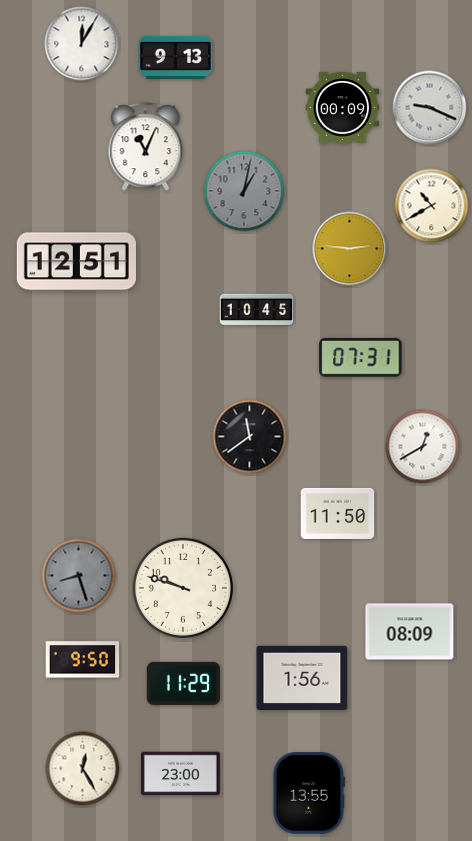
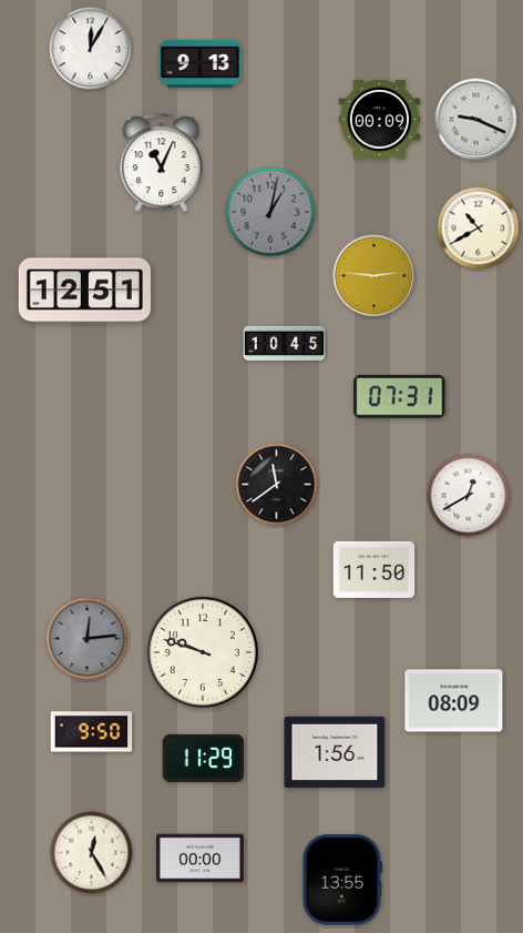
clock at (176, 57) position: (176, 57) -> (201, 63)
clock at (350, 249) position: (350, 249) -> (375, 276)
clock at (79, 576): 8:27 -> 12:14
clock at (181, 774): 23:00 -> 00:00
